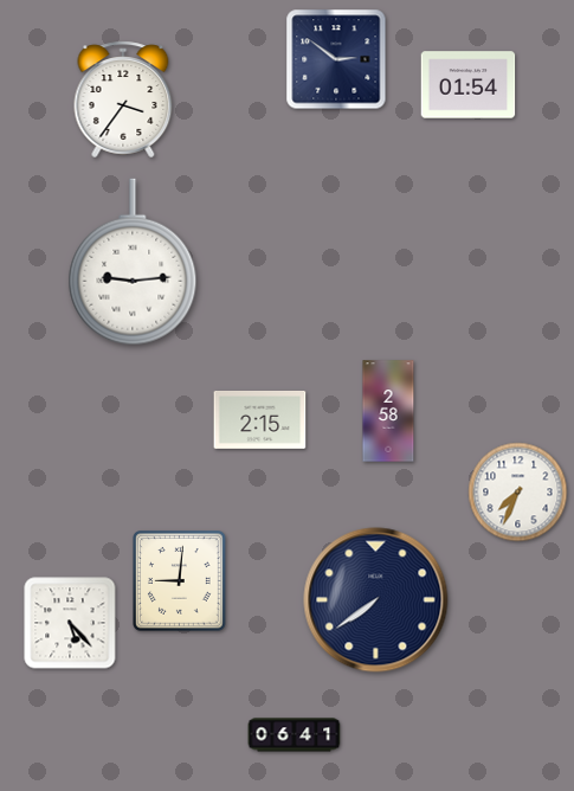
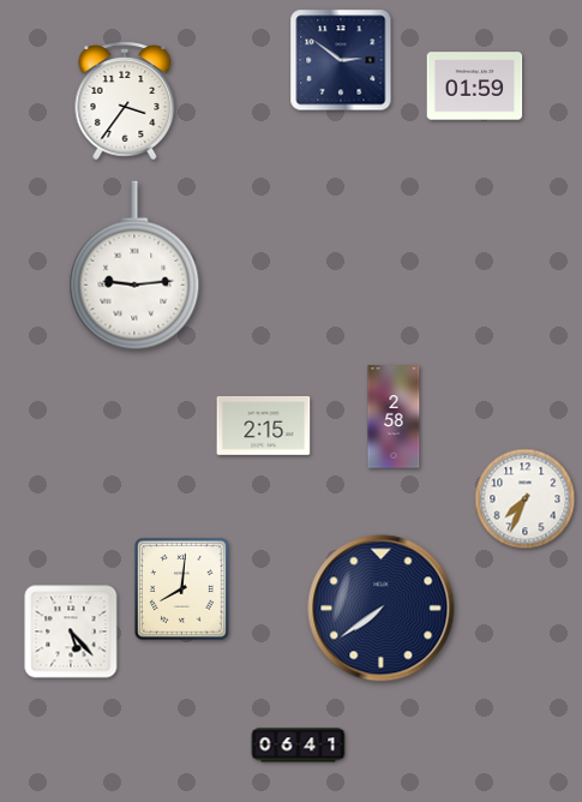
clock at (469, 85): 01:54 -> 01:59
clock at (180, 581): 9:01 -> 8:01
